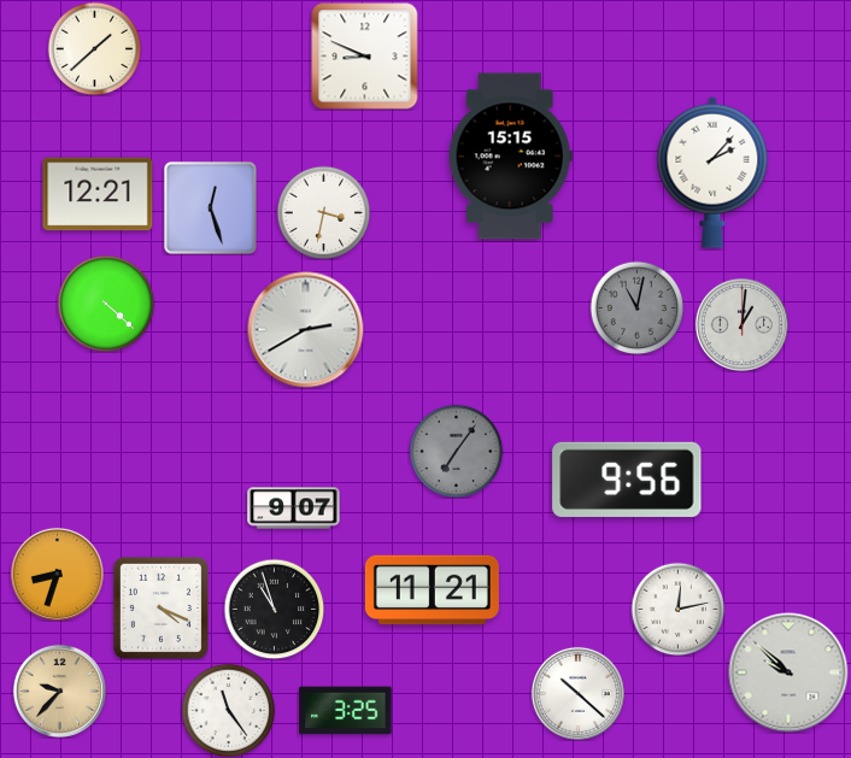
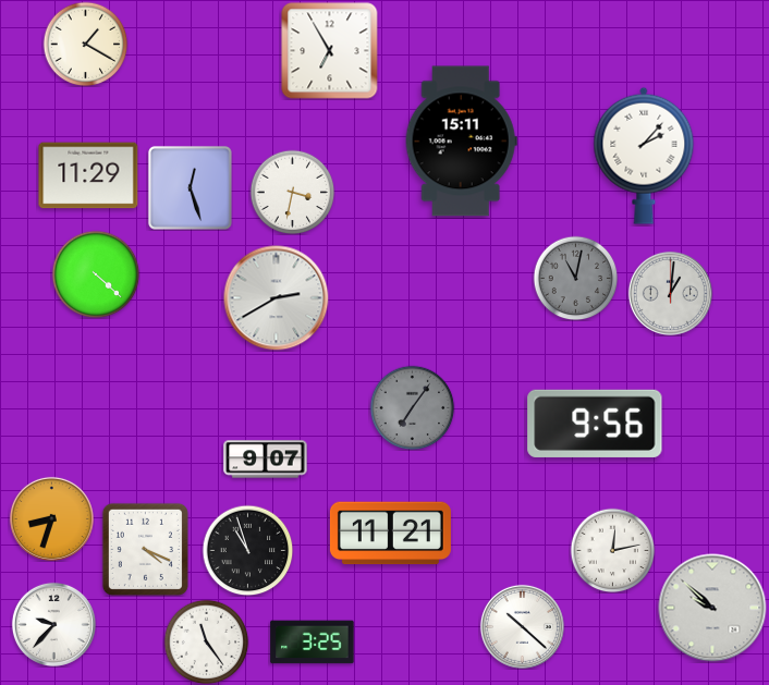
clock at (94, 48): 1:38 -> 1:20
clock at (365, 57): 8:49 -> 6:55
clock at (510, 157): 15:15 -> 15:11
clock at (98, 194): 12:21 -> 11:29
clock at (627, 480) position: (627, 480) -> (595, 424)
clock at (59, 691) dial: champagne -> white
